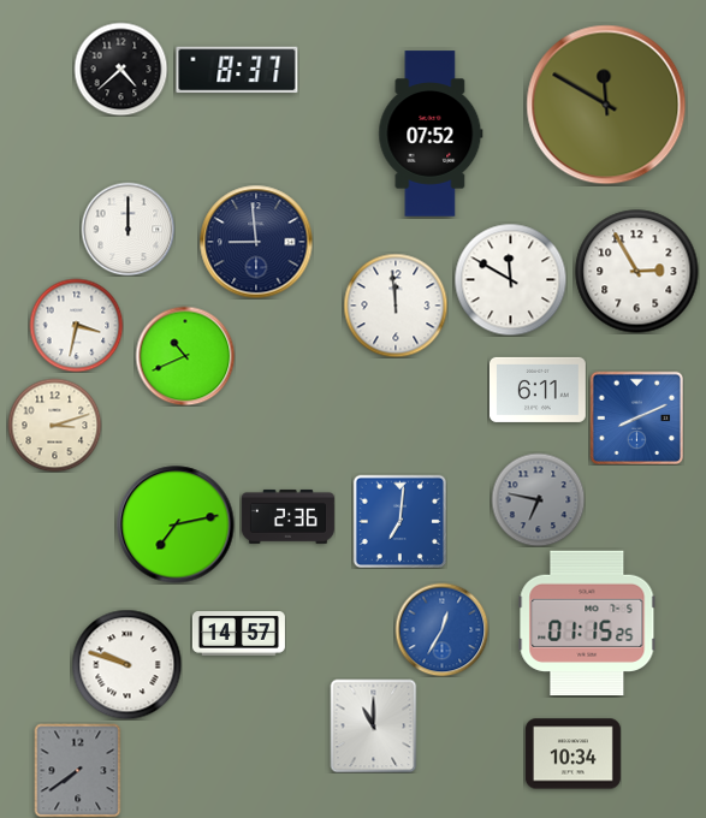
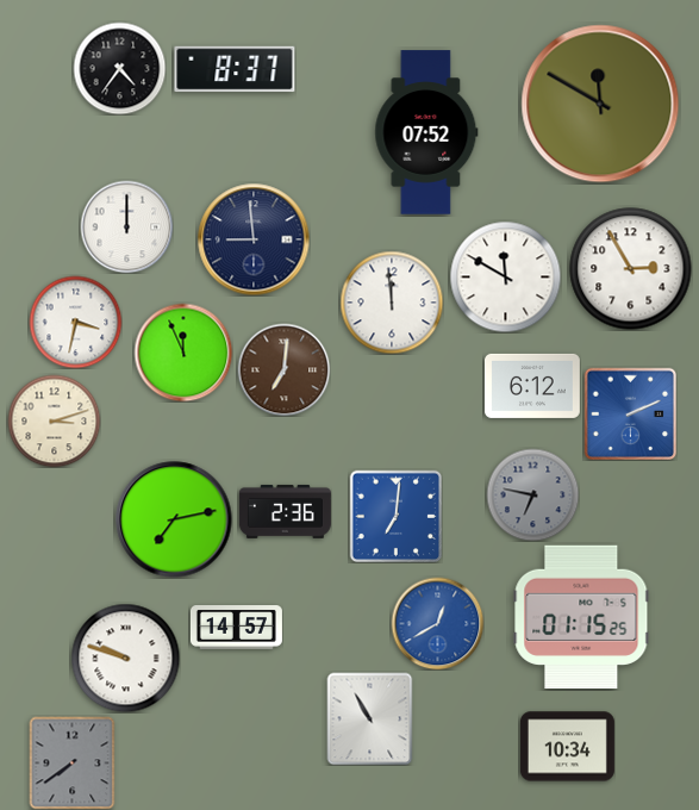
clock at (120, 69): 4:38 -> 4:36
clock at (185, 356): 10:41 -> 11:56
clock at (283, 369): none -> 7:01
clock at (538, 390): 6:11 -> 6:12
clock at (636, 417): 8:11 -> 2:11
clock at (441, 629): 12:35 -> 12:40
clock at (374, 725): 11:00 -> 10:55
clock at (78, 770) position: (78, 770) -> (73, 762)
